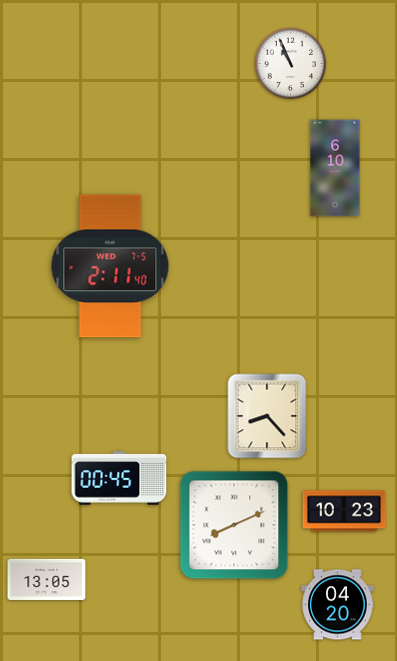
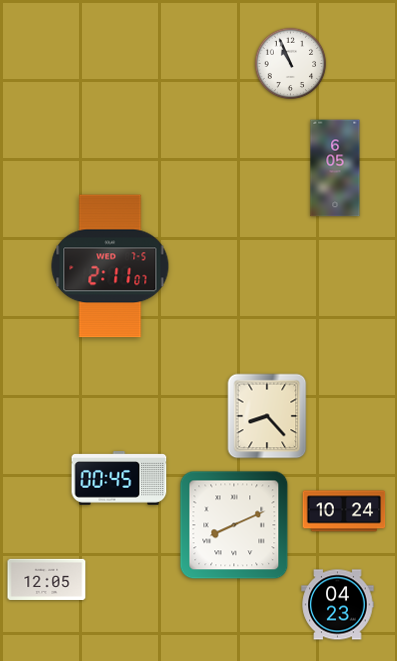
clock at (335, 168): 6:10 -> 6:05
clock at (110, 266): 2:11:40 -> 2:11:07
clock at (344, 511): 10:23 -> 10:24
clock at (47, 579): 13:05 -> 12:05
clock at (338, 605): 04:20 -> 04:23
